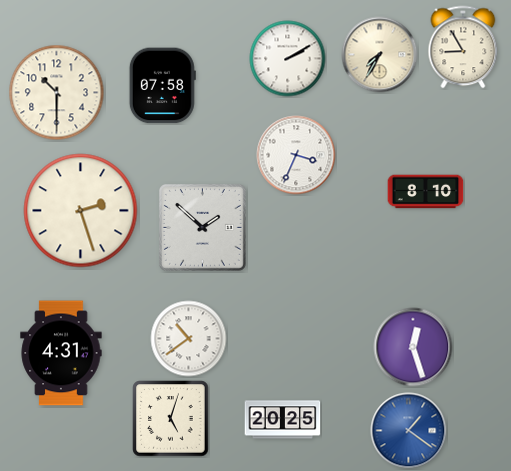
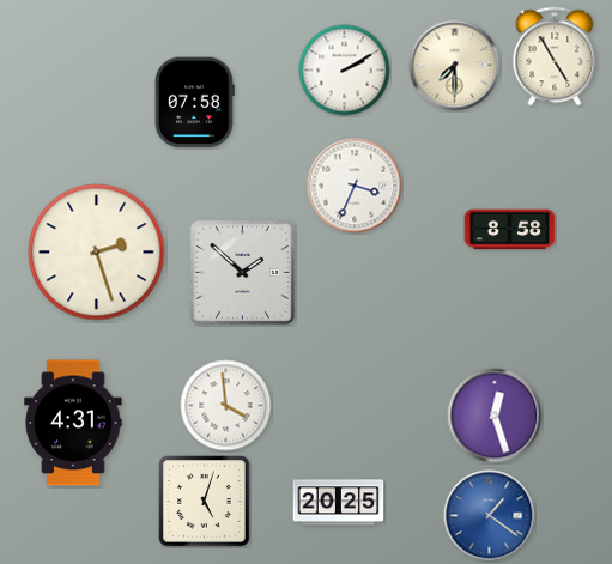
clock at (463, 47): 8:55 -> 4:55
clock at (380, 55): 7:35 -> 7:30
clock at (57, 93): 10:30 -> none
clock at (426, 192): 8:10 -> 8:58
clock at (189, 339): 10:39 -> 3:59
